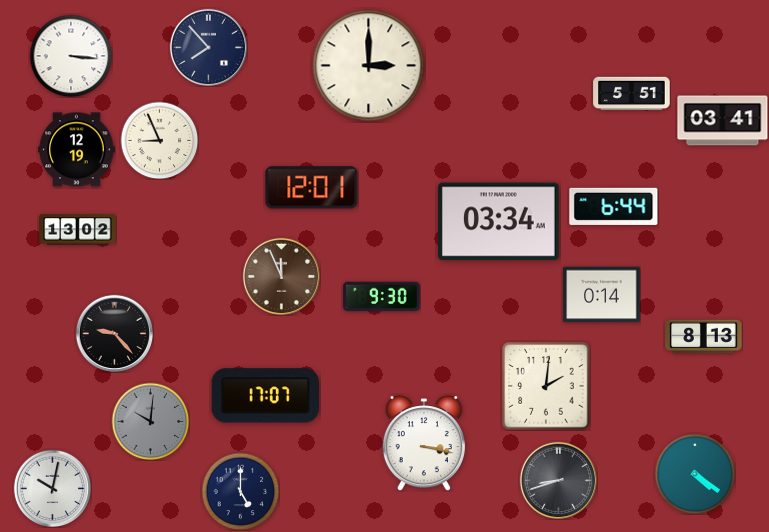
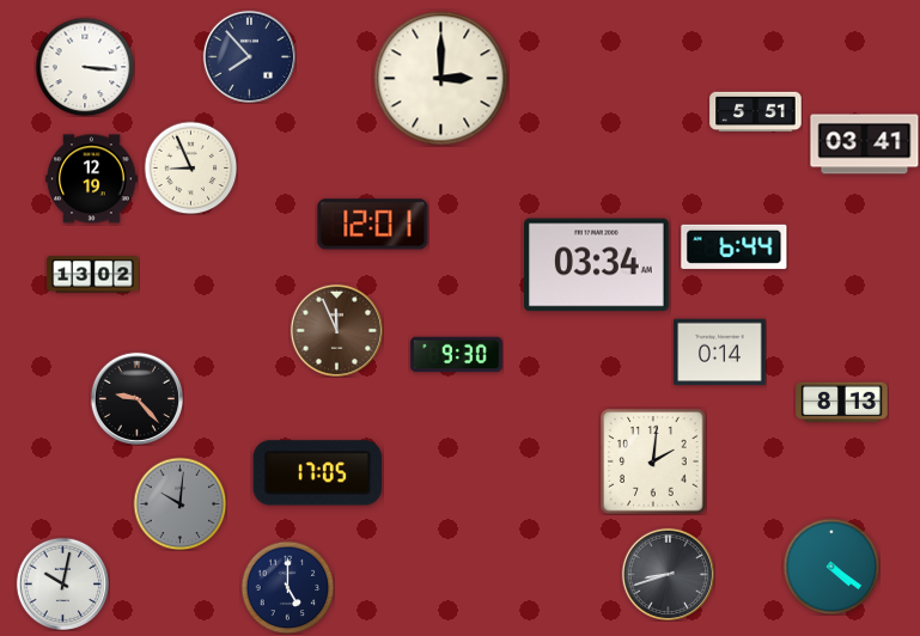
clock at (265, 396): 17:07 -> 17:05
clock at (424, 443): 3:17 -> none
